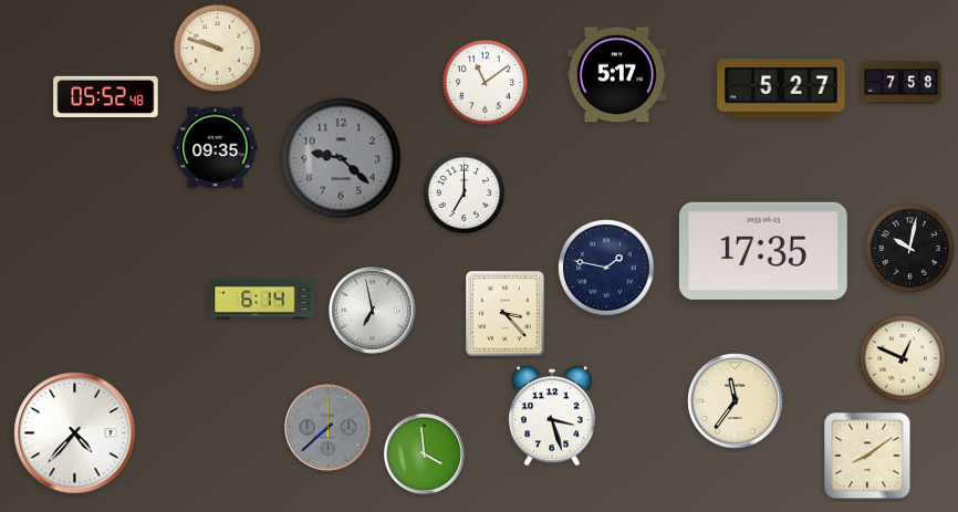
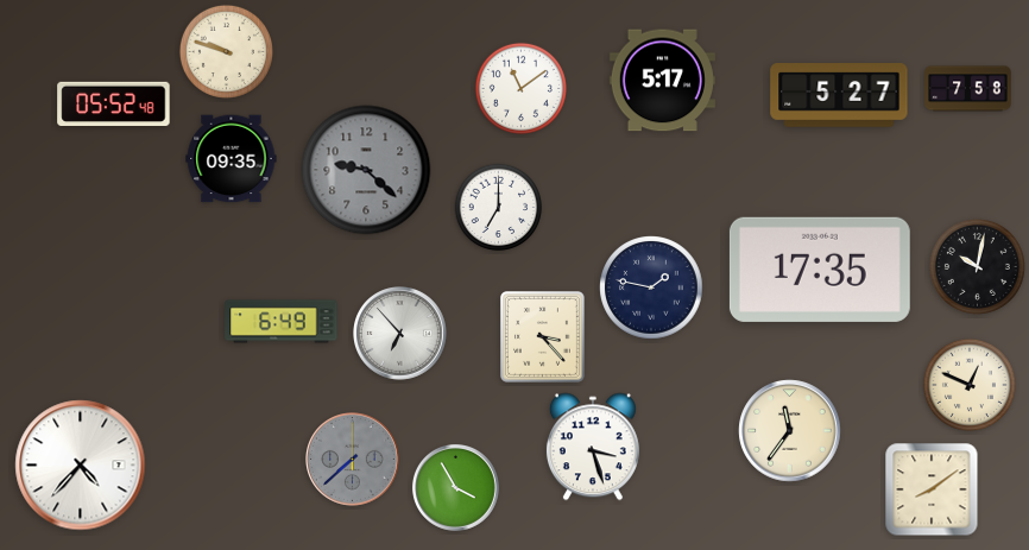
clock at (217, 48) position: (217, 48) -> (226, 51)
clock at (262, 300): 6:14 -> 6:49
clock at (373, 311): 6:58 -> 6:53
clock at (424, 453): 3:59 -> 3:55
